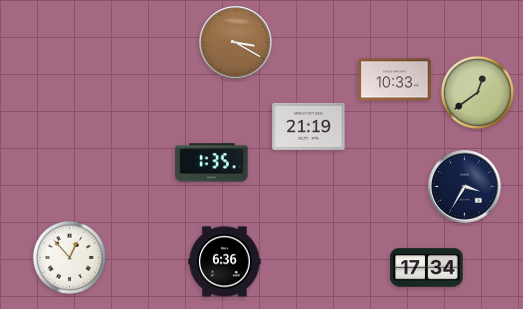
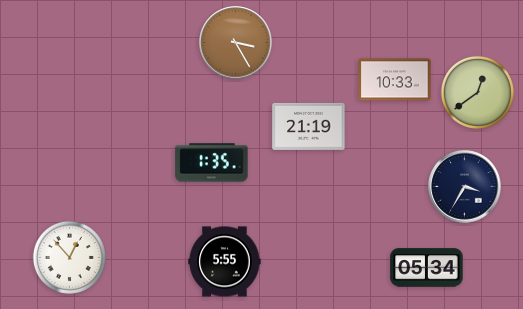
clock at (236, 43): 3:20 -> 3:25
clock at (225, 262): 6:36 -> 5:55
clock at (427, 268): 17:34 -> 05:34
